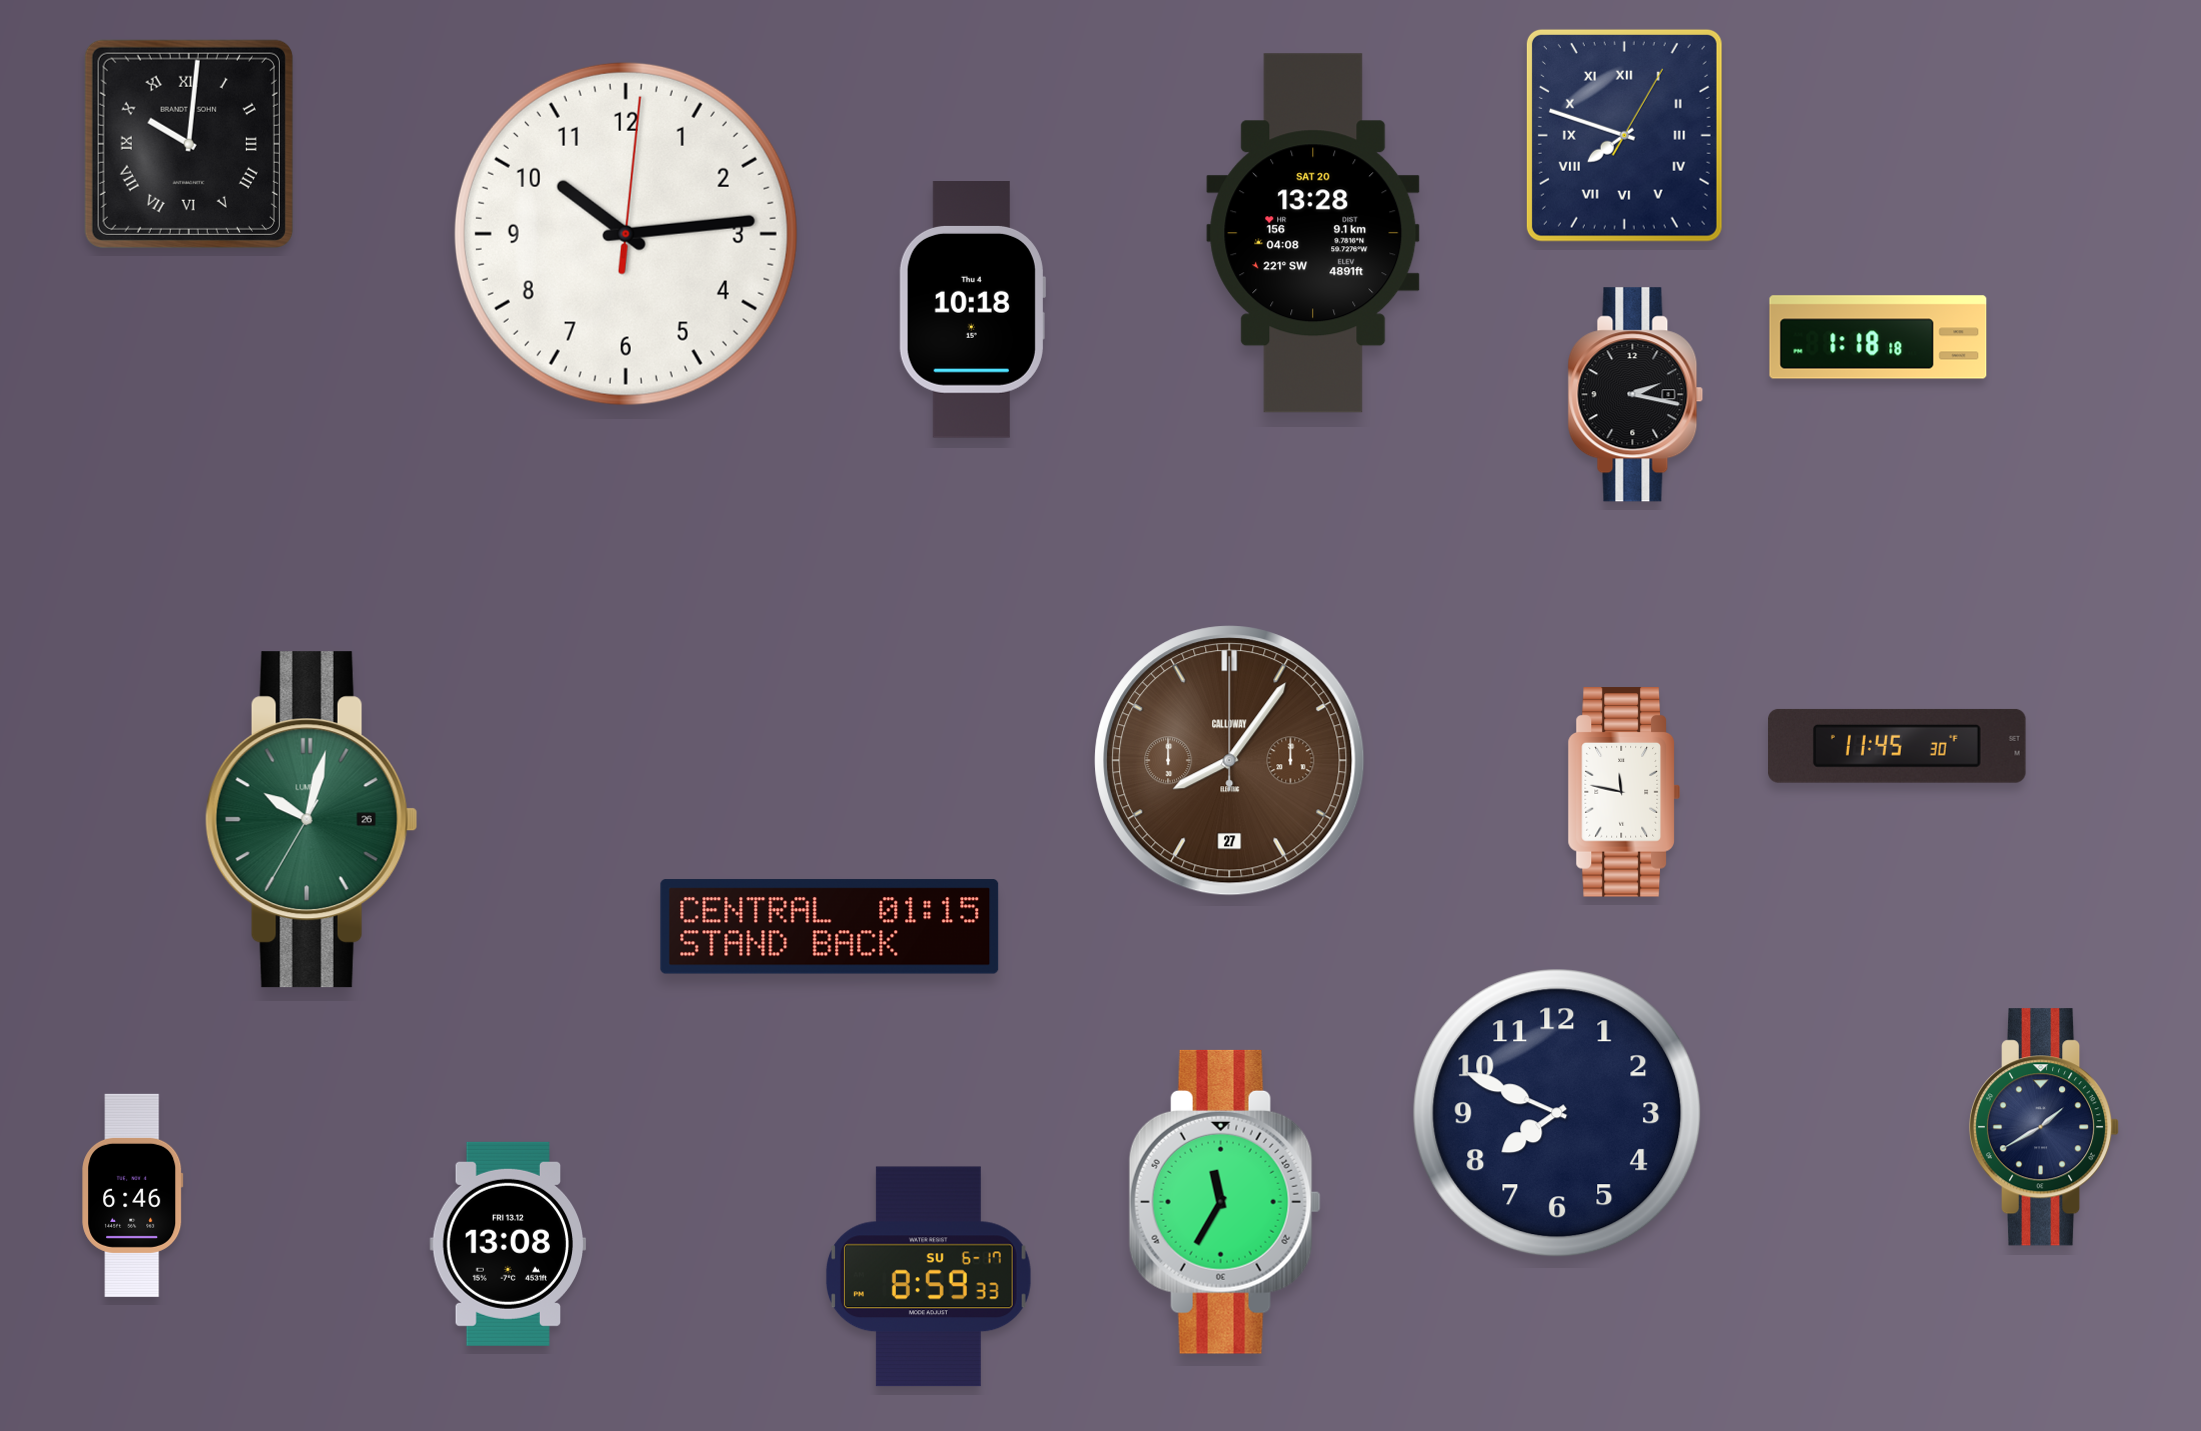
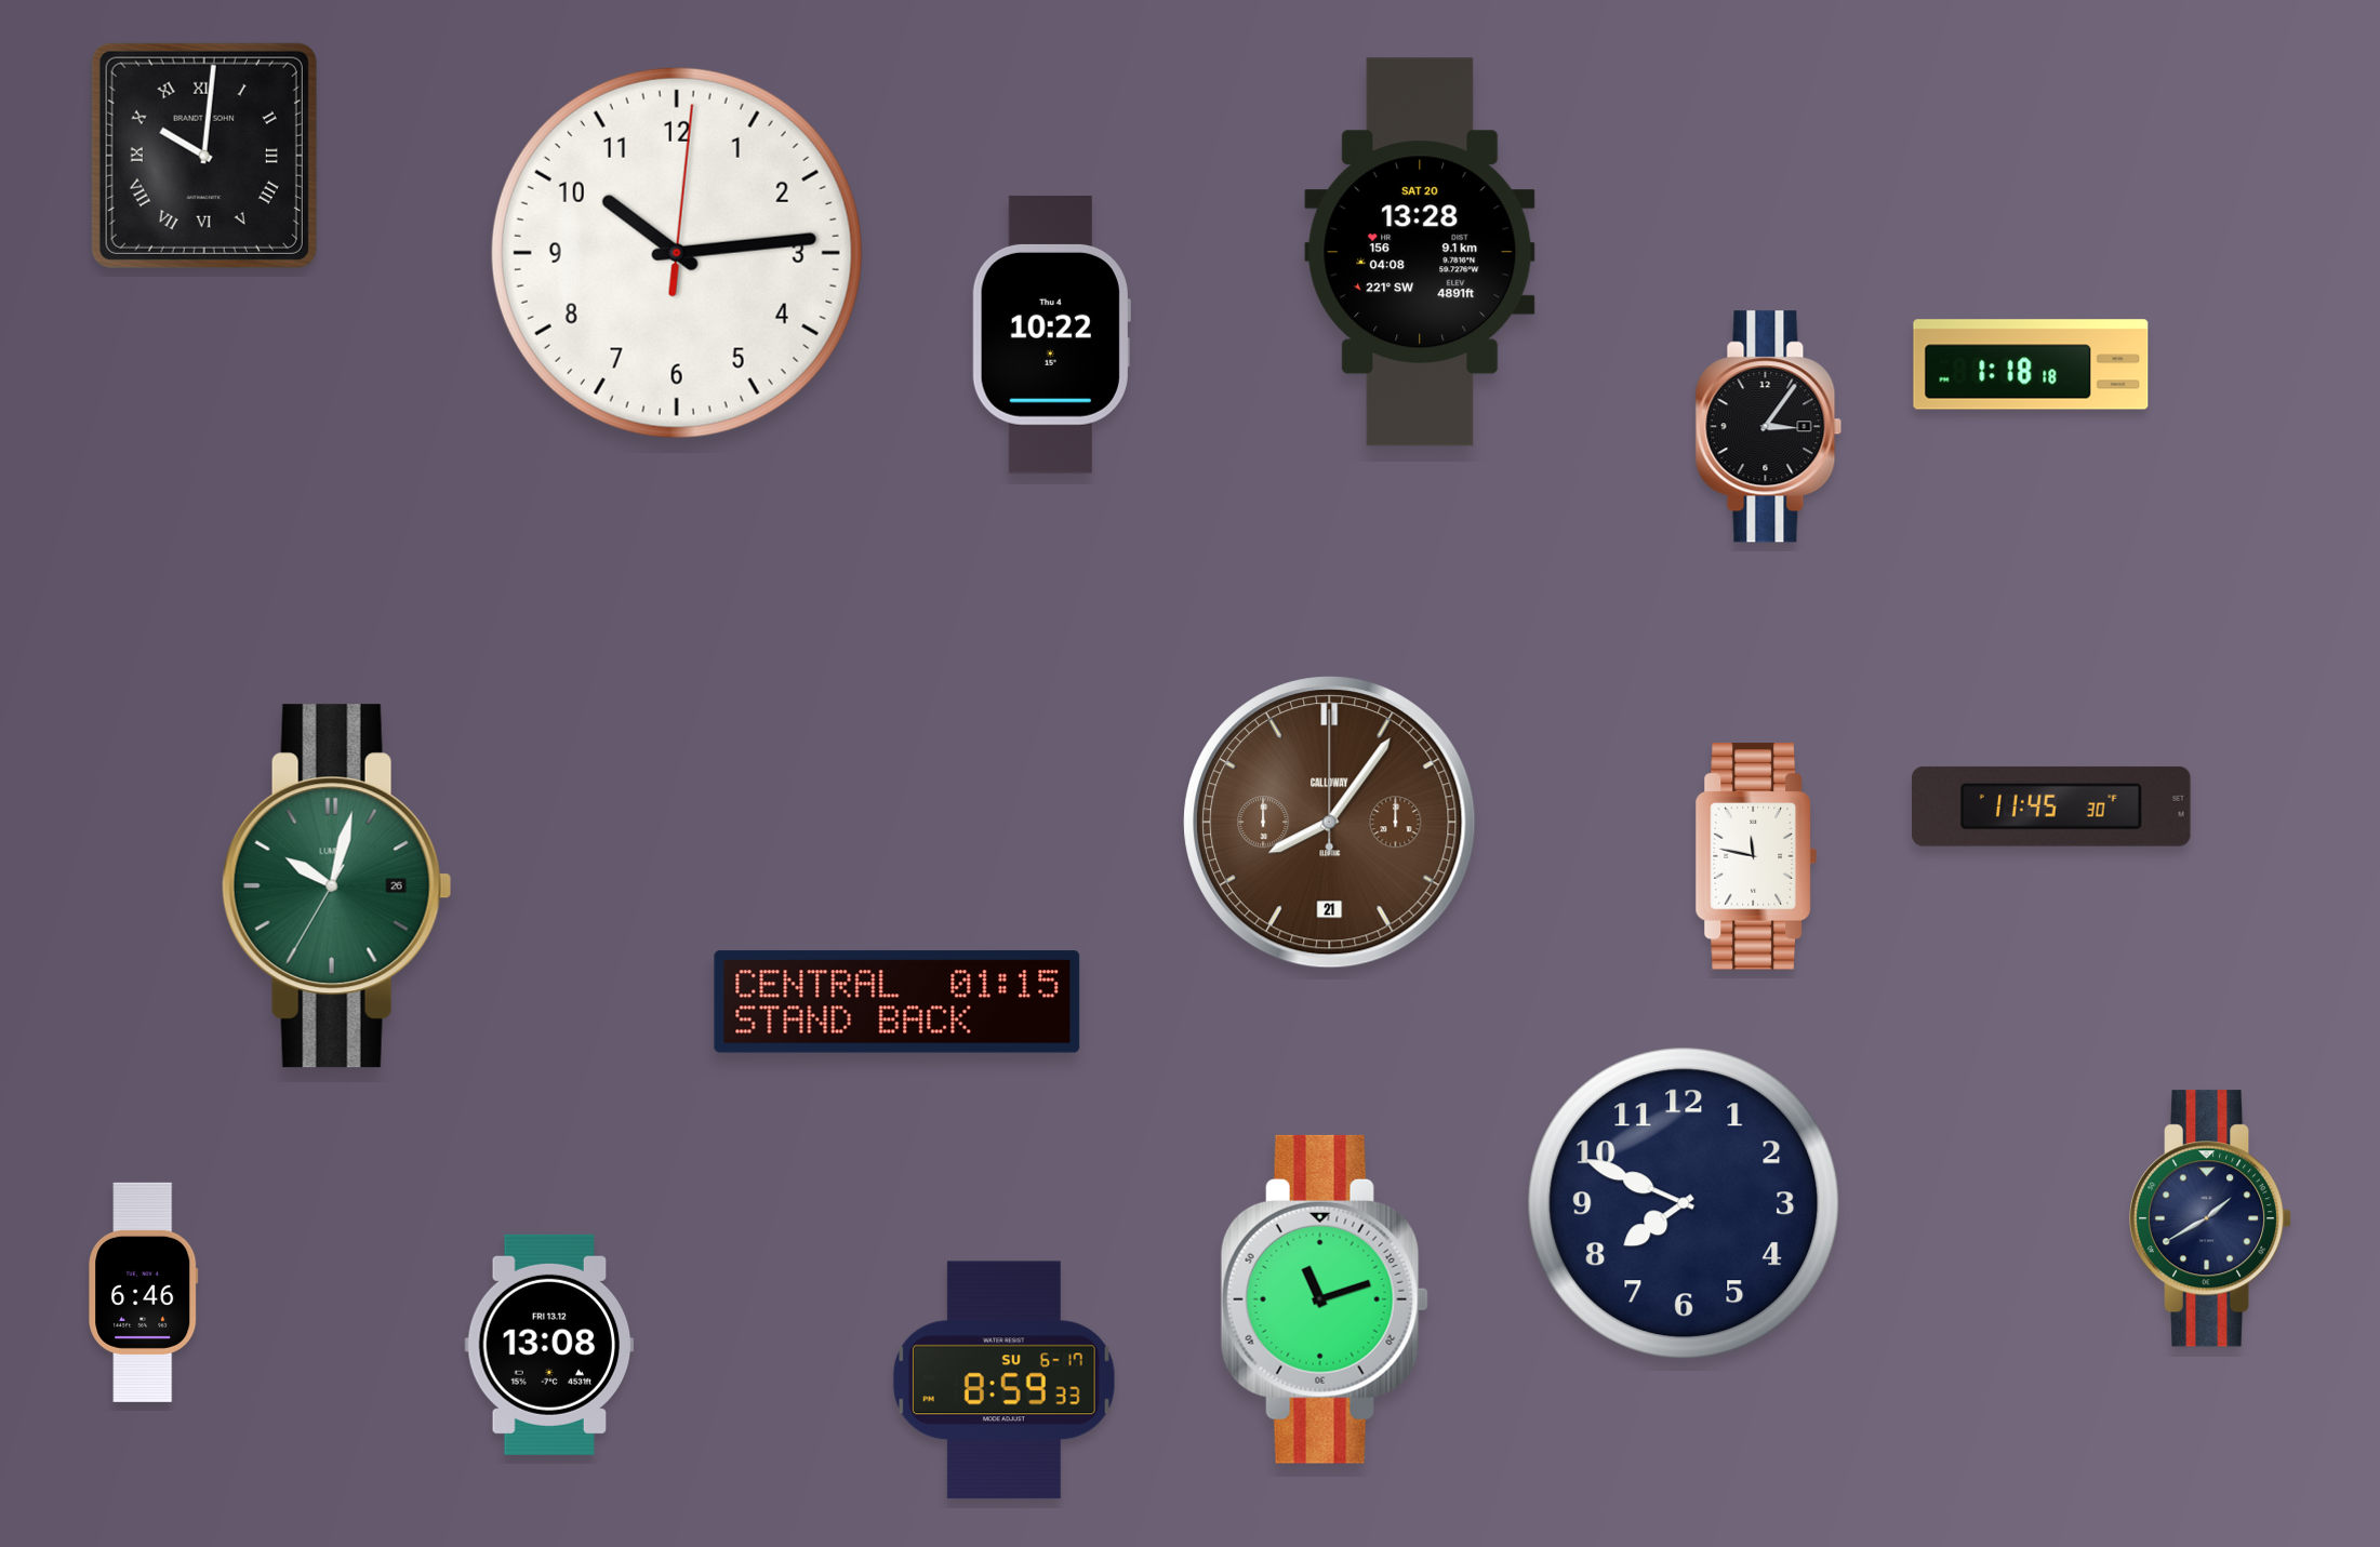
clock at (1624, 135): 7:48 -> none
clock at (972, 310): 10:18 -> 10:22
clock at (1636, 395): 2:17 -> 3:06
clock at (1230, 761) date: 27 -> 21
clock at (1225, 1202): 11:35 -> 11:12
